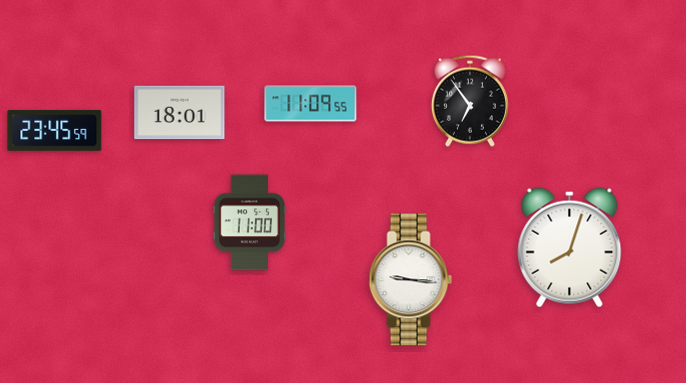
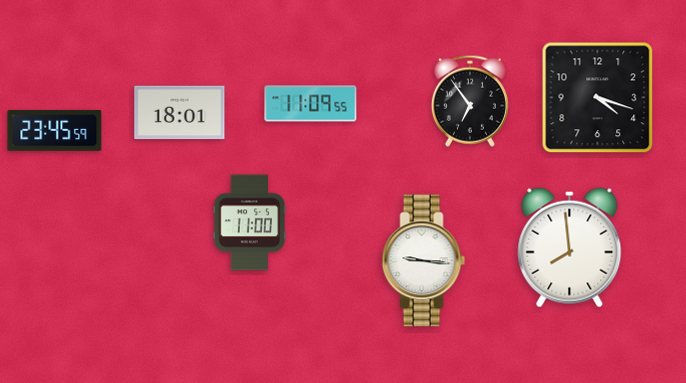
clock at (598, 98): none -> 4:18
clock at (570, 248): 8:03 -> 7:59
clock at (411, 280) position: (411, 280) -> (424, 261)
